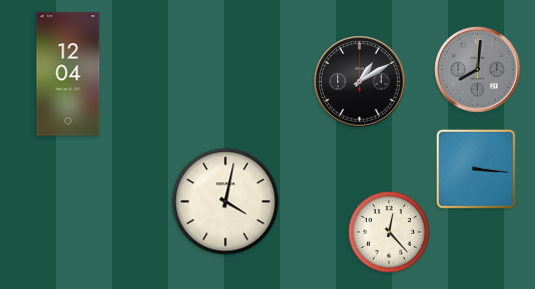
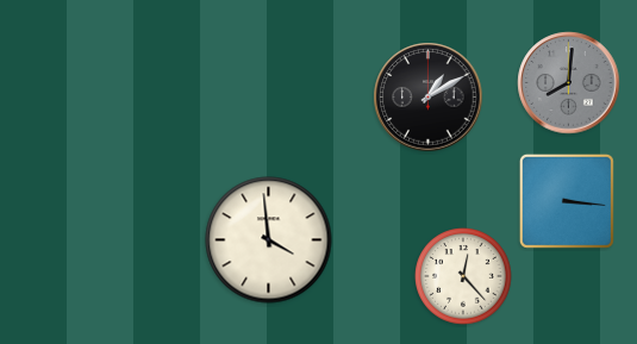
clock at (68, 74): 12:04 -> none
clock at (226, 202): 4:02 -> 3:59
